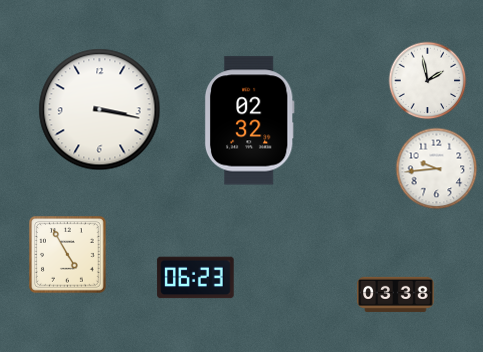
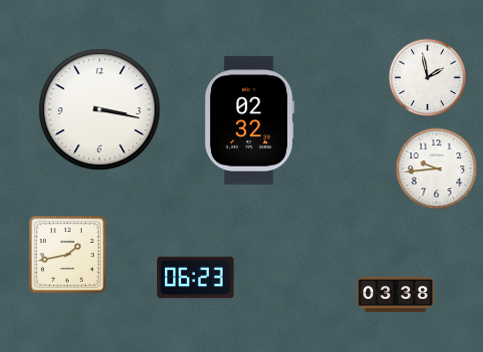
clock at (427, 80) position: (427, 80) -> (427, 77)
clock at (68, 255): 4:55 -> 1:43
